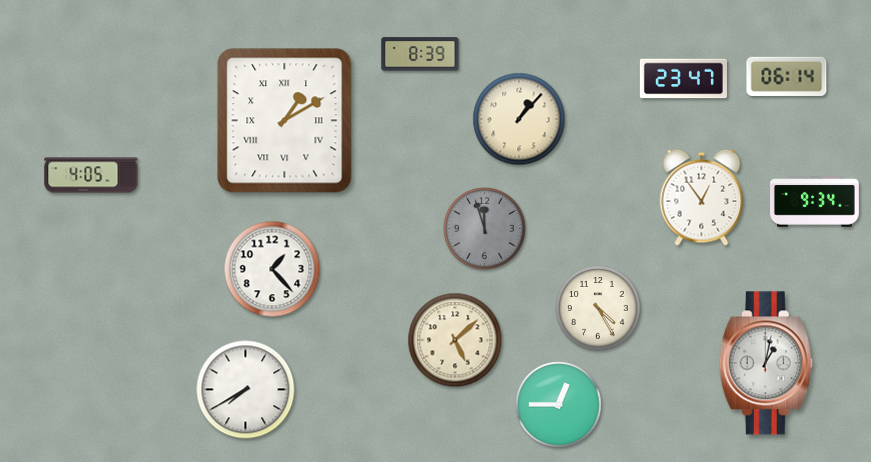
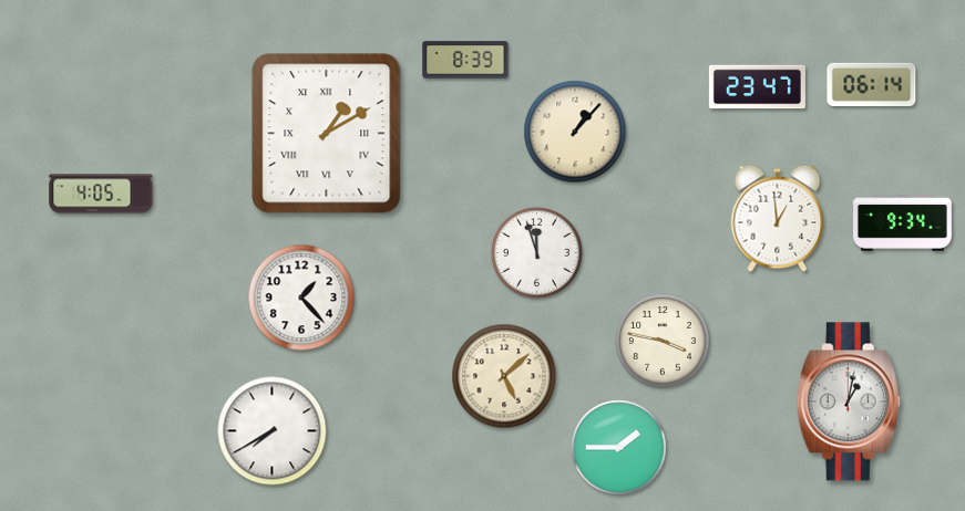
clock at (285, 121) position: (285, 121) -> (327, 134)
clock at (702, 197): 12:54 -> 12:59
clock at (485, 229) dial: grey -> white
clock at (598, 308): 4:25 -> 3:47
clock at (559, 405): 12:45 -> 1:45
